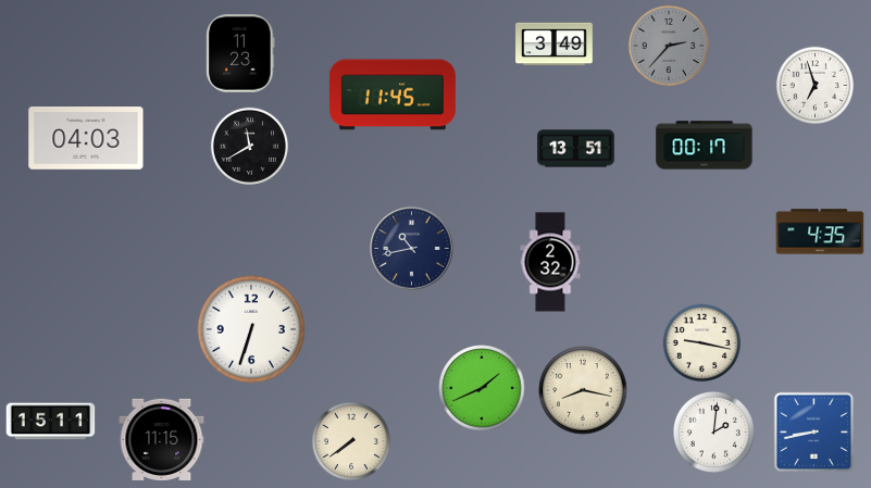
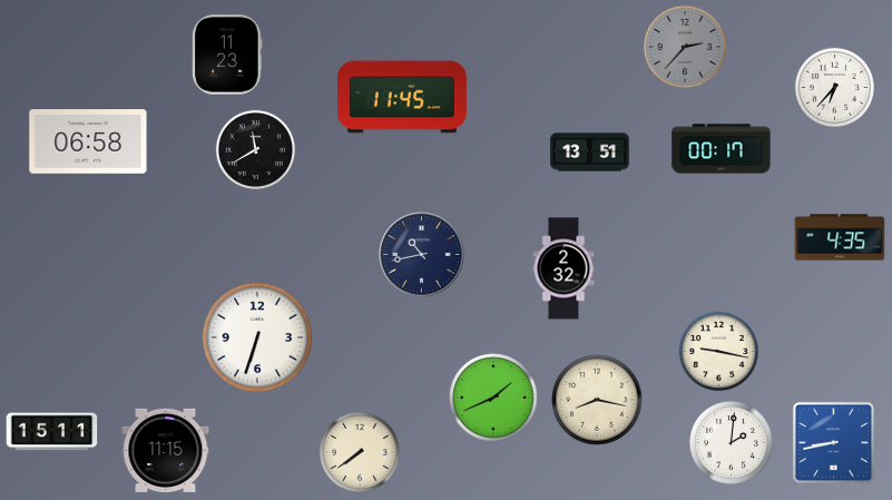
clock at (555, 45): 3:49 -> none
clock at (240, 53) position: (240, 53) -> (227, 55)
clock at (814, 85): 6:57 -> 6:37
clock at (86, 139): 04:03 -> 06:58
